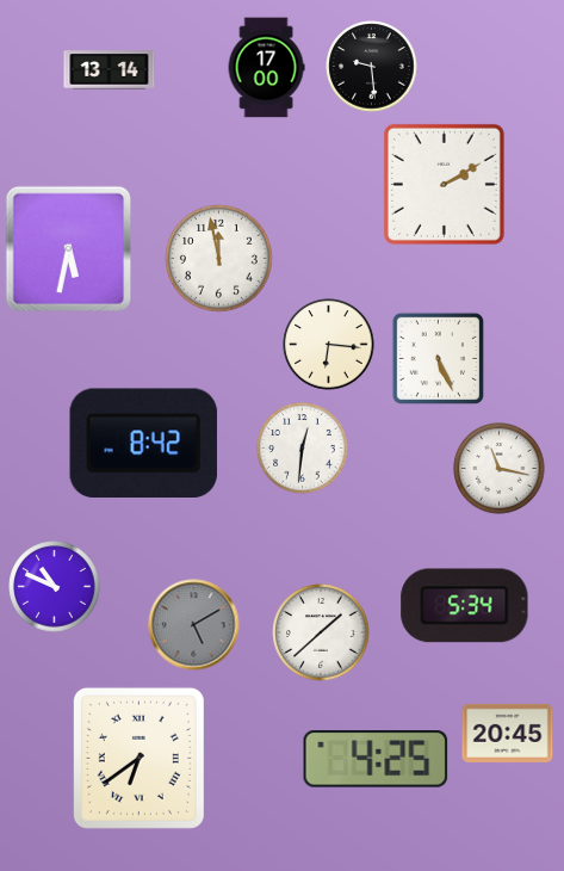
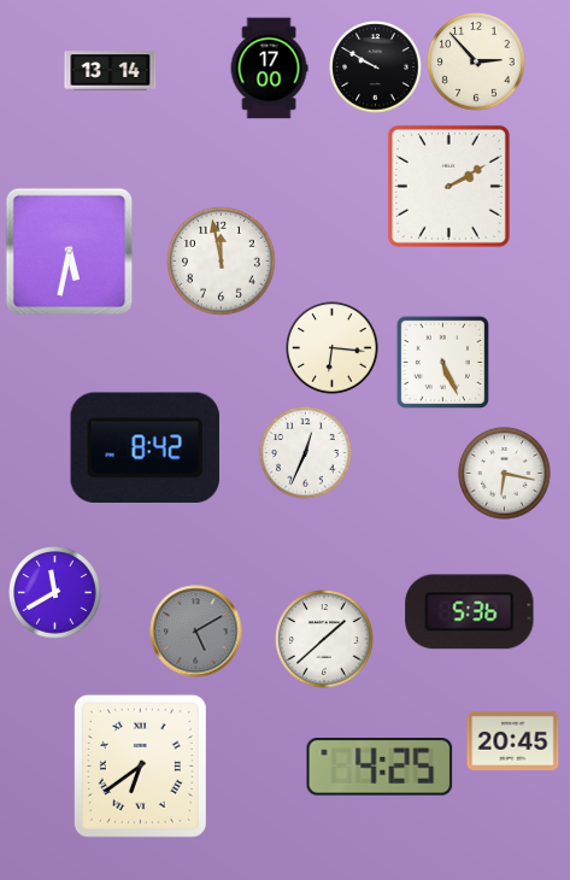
clock at (476, 61): none -> 2:53
clock at (372, 67): 9:29 -> 9:50
clock at (303, 449): 12:31 -> 12:34
clock at (500, 469): 11:17 -> 6:17
clock at (55, 587): 10:49 -> 11:40
clock at (465, 606): 5:34 -> 5:36
